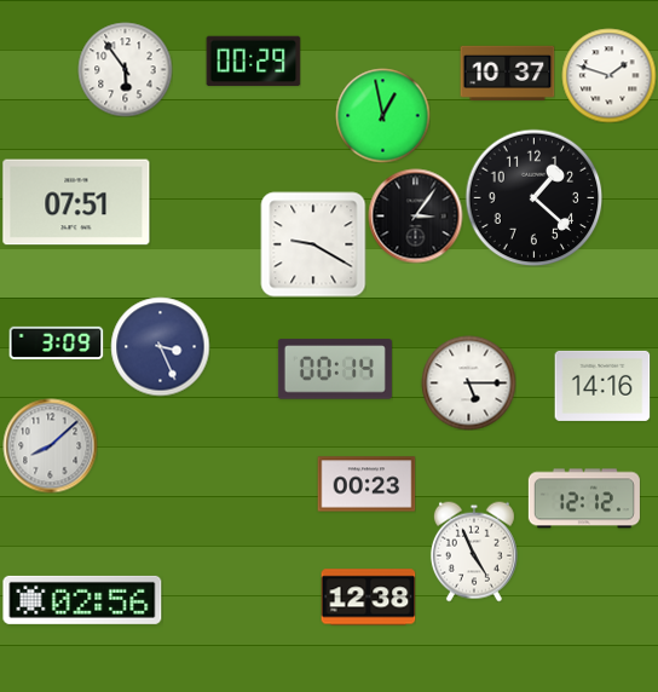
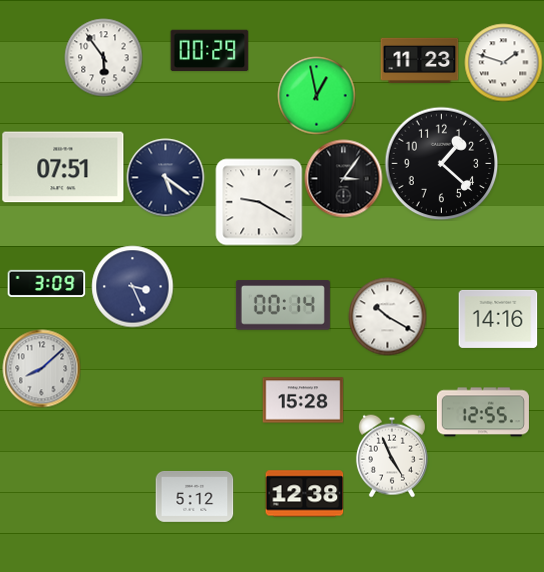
clock at (507, 73): 10:37 -> 11:23
clock at (165, 177): none -> 5:21
clock at (335, 369) position: (335, 369) -> (283, 305)
clock at (468, 382): 5:15 -> 10:20
clock at (366, 484): 00:23 -> 15:28
clock at (584, 498): 12:12 -> 12:55
clock at (82, 600): 02:56 -> none
clock at (194, 497): none -> 5:12
